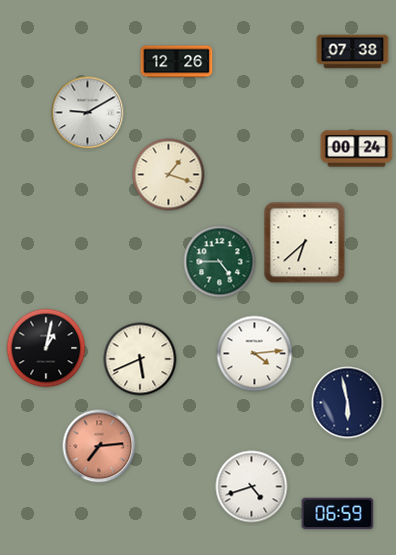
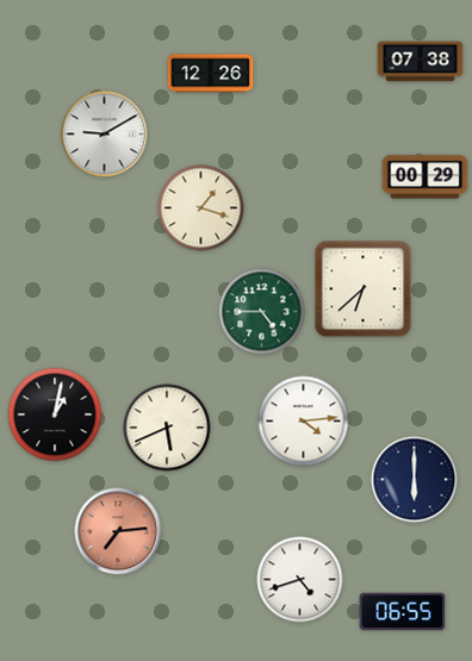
clock at (357, 149): 00:24 -> 00:29
clock at (348, 403): 5:58 -> 6:00
clock at (338, 514): 06:59 -> 06:55
